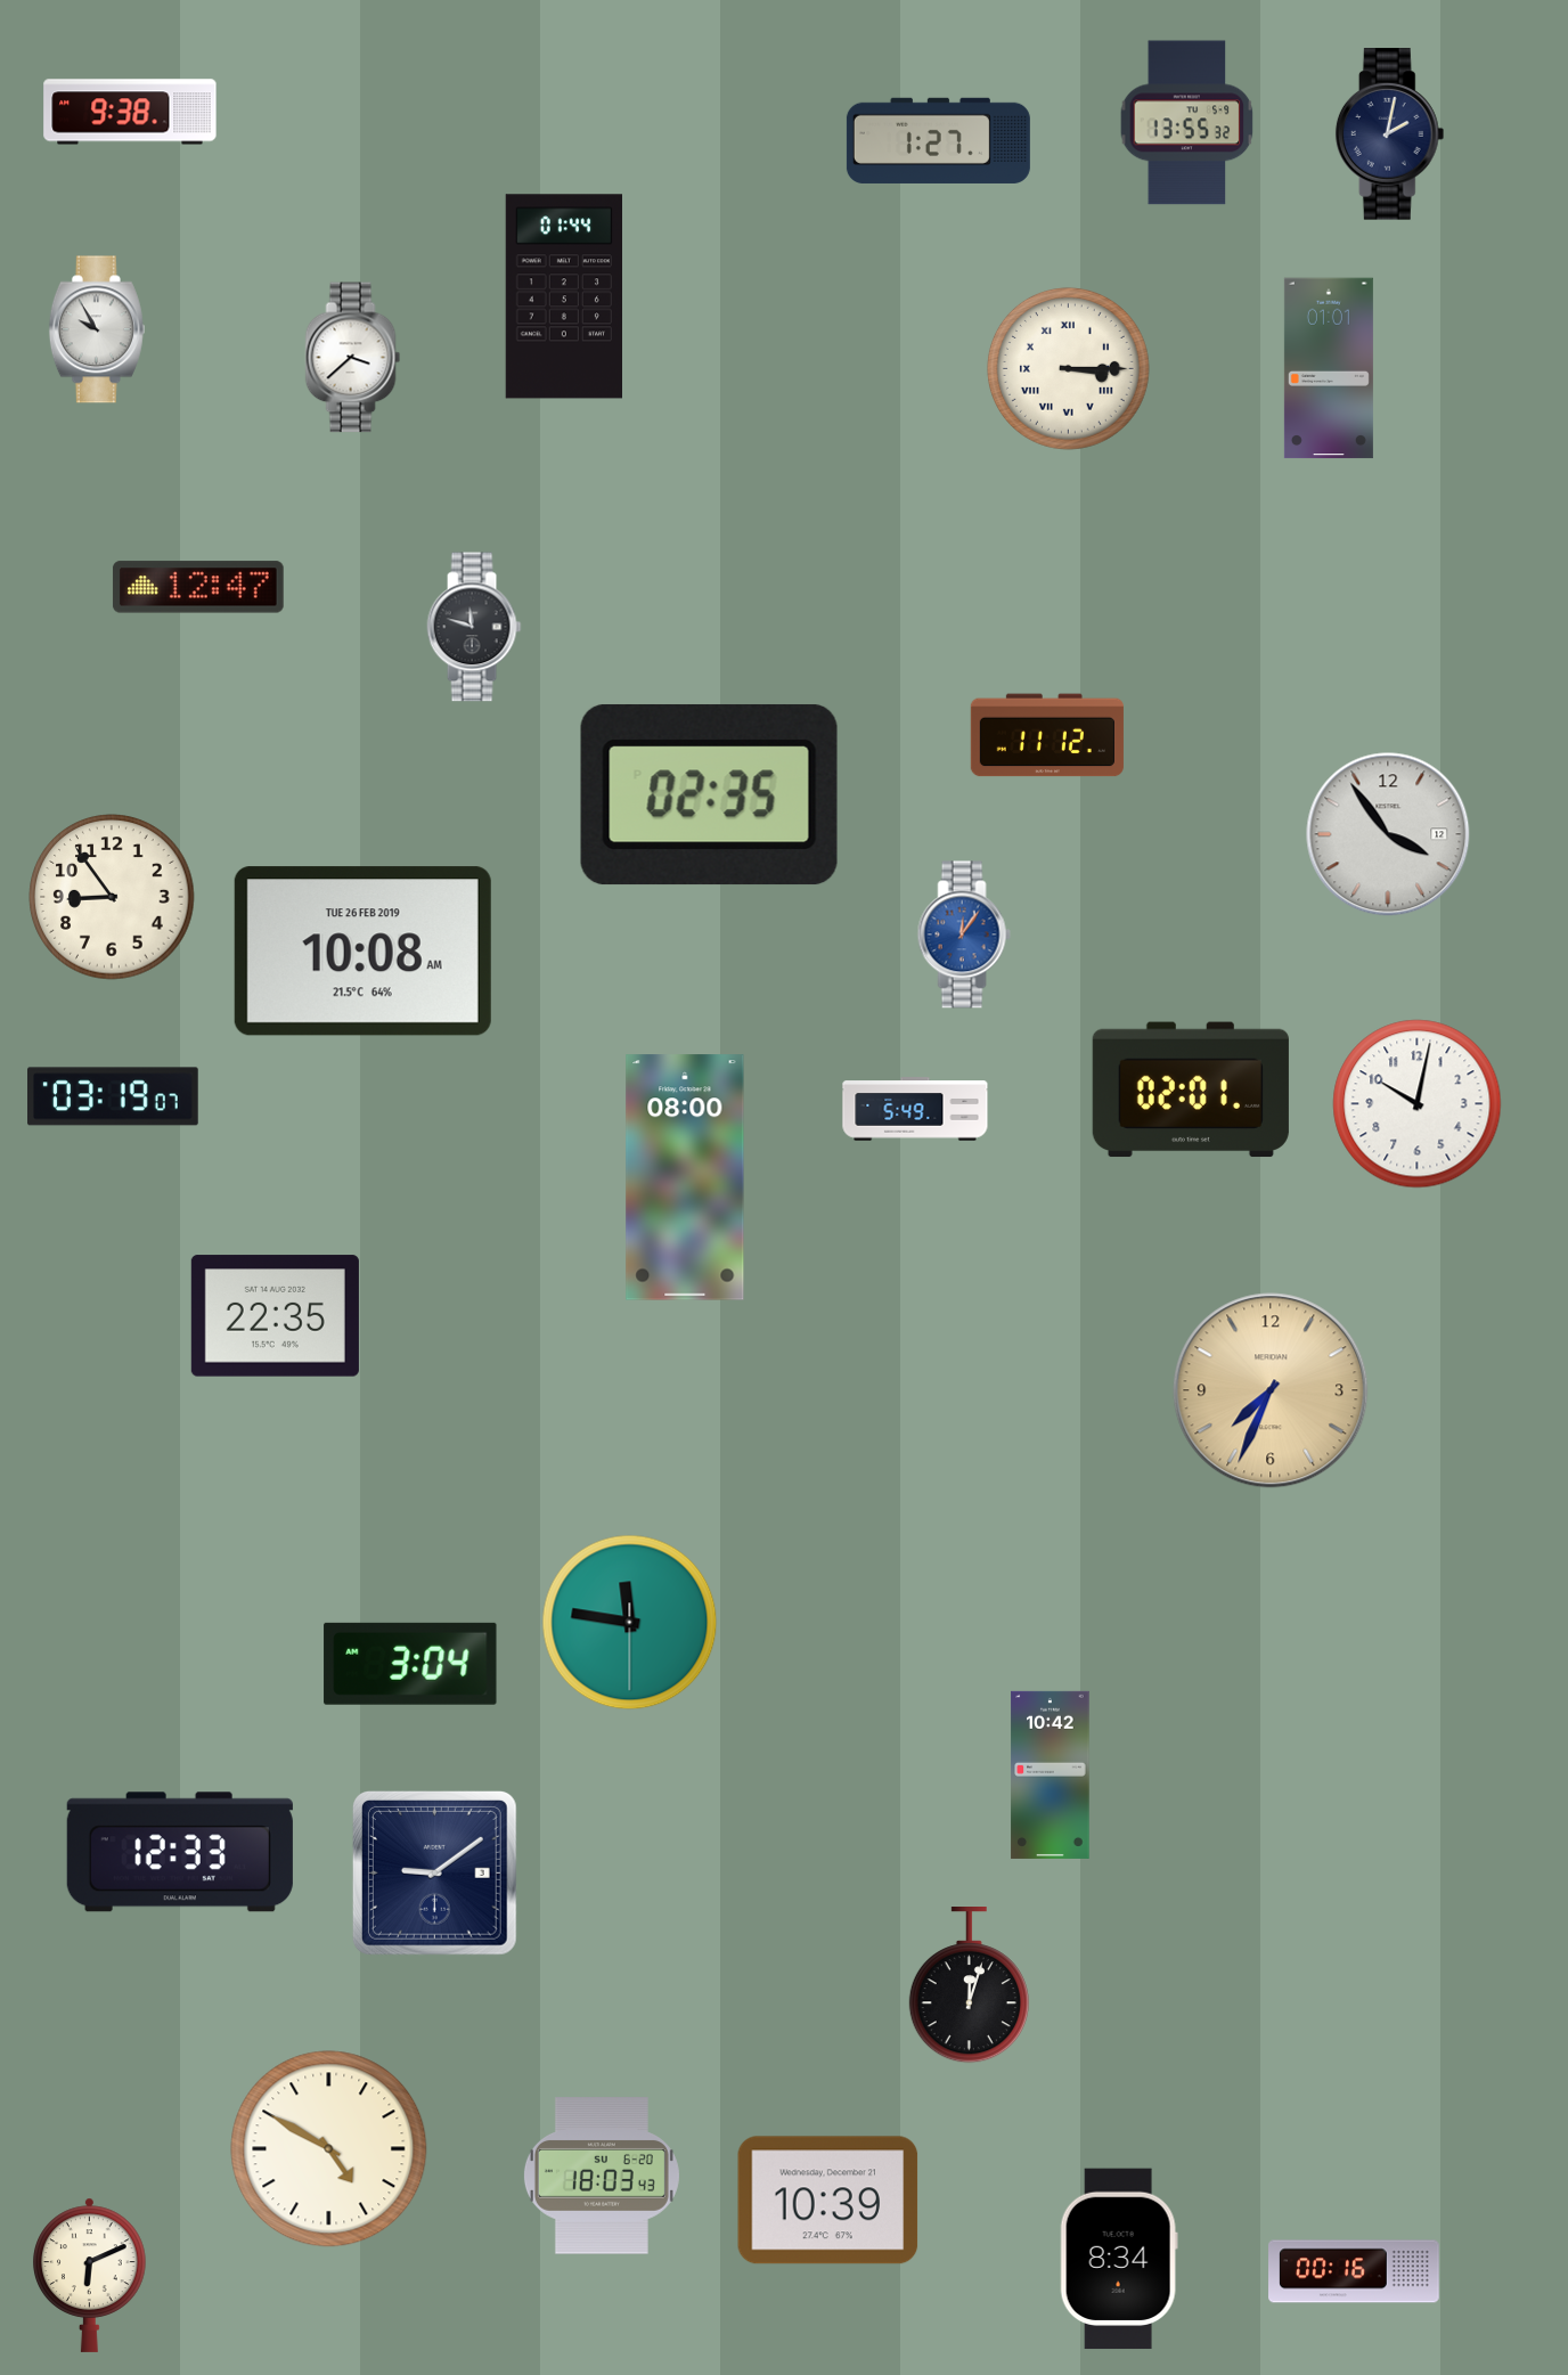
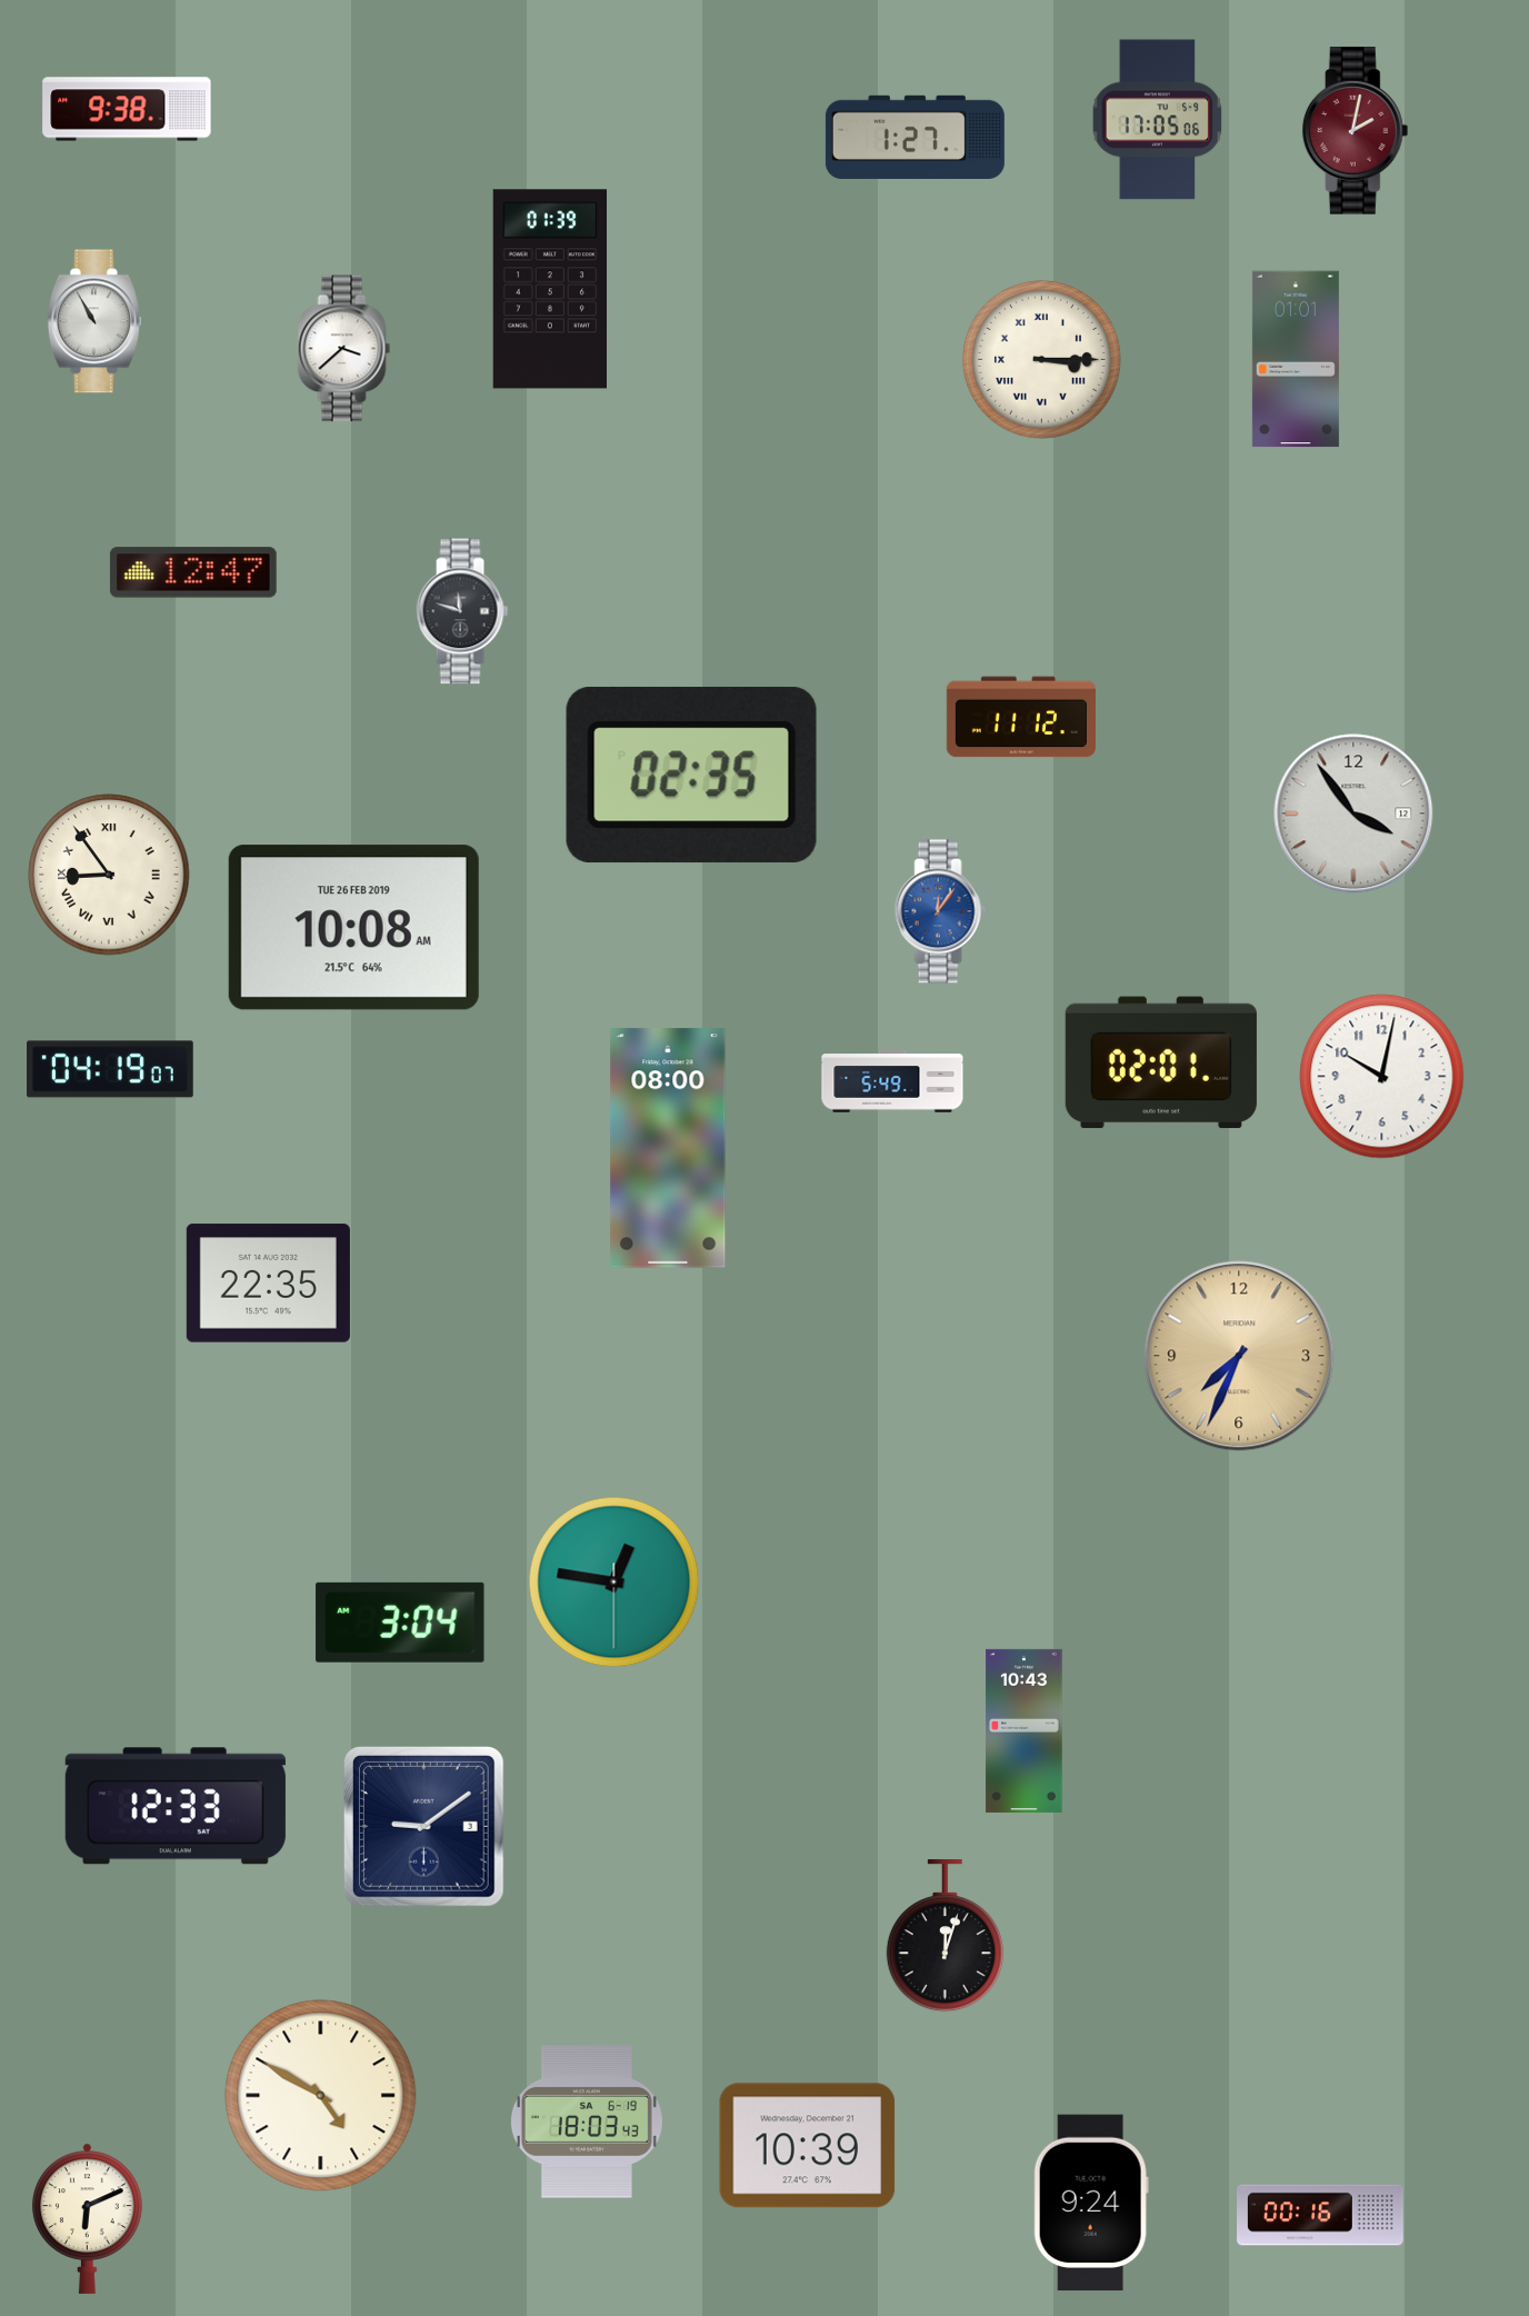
clock at (1187, 123): 13:55 -> 17:05
clock at (1390, 134) dial: navy -> burgundy
clock at (563, 296): 01:44 -> 01:39
clock at (97, 329): 9:55 -> 10:55
clock at (112, 897) numerals: Arabic -> Roman
clock at (114, 1096): 03:19 -> 04:19
clock at (630, 1623): 11:46 -> 12:46
clock at (1051, 1774): 10:42 -> 10:43
clock at (602, 2176) date: SU 6-20 -> SA 6-19
clock at (1119, 2259): 8:34 -> 9:24
